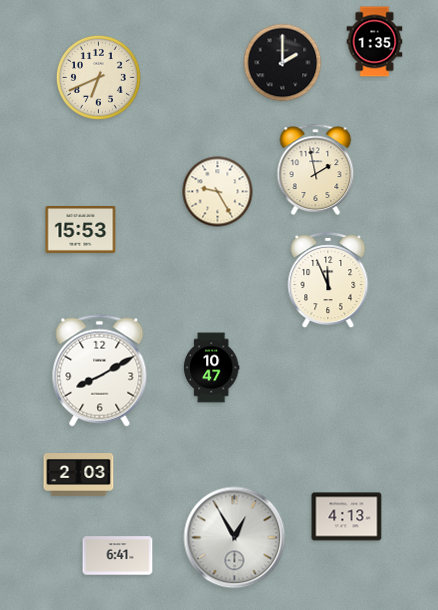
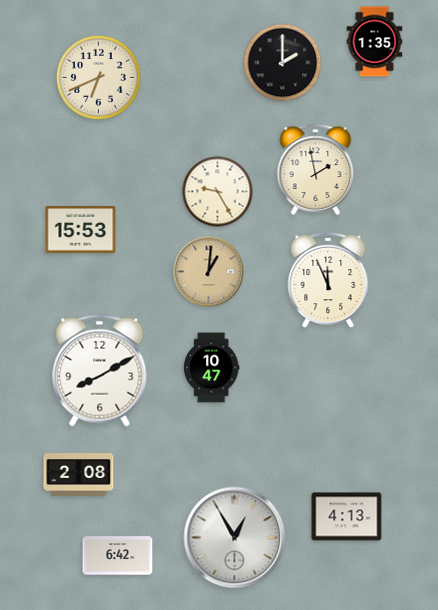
clock at (209, 272): none -> 1:01
clock at (79, 475): 2:03 -> 2:08
clock at (118, 556): 6:41 -> 6:42
